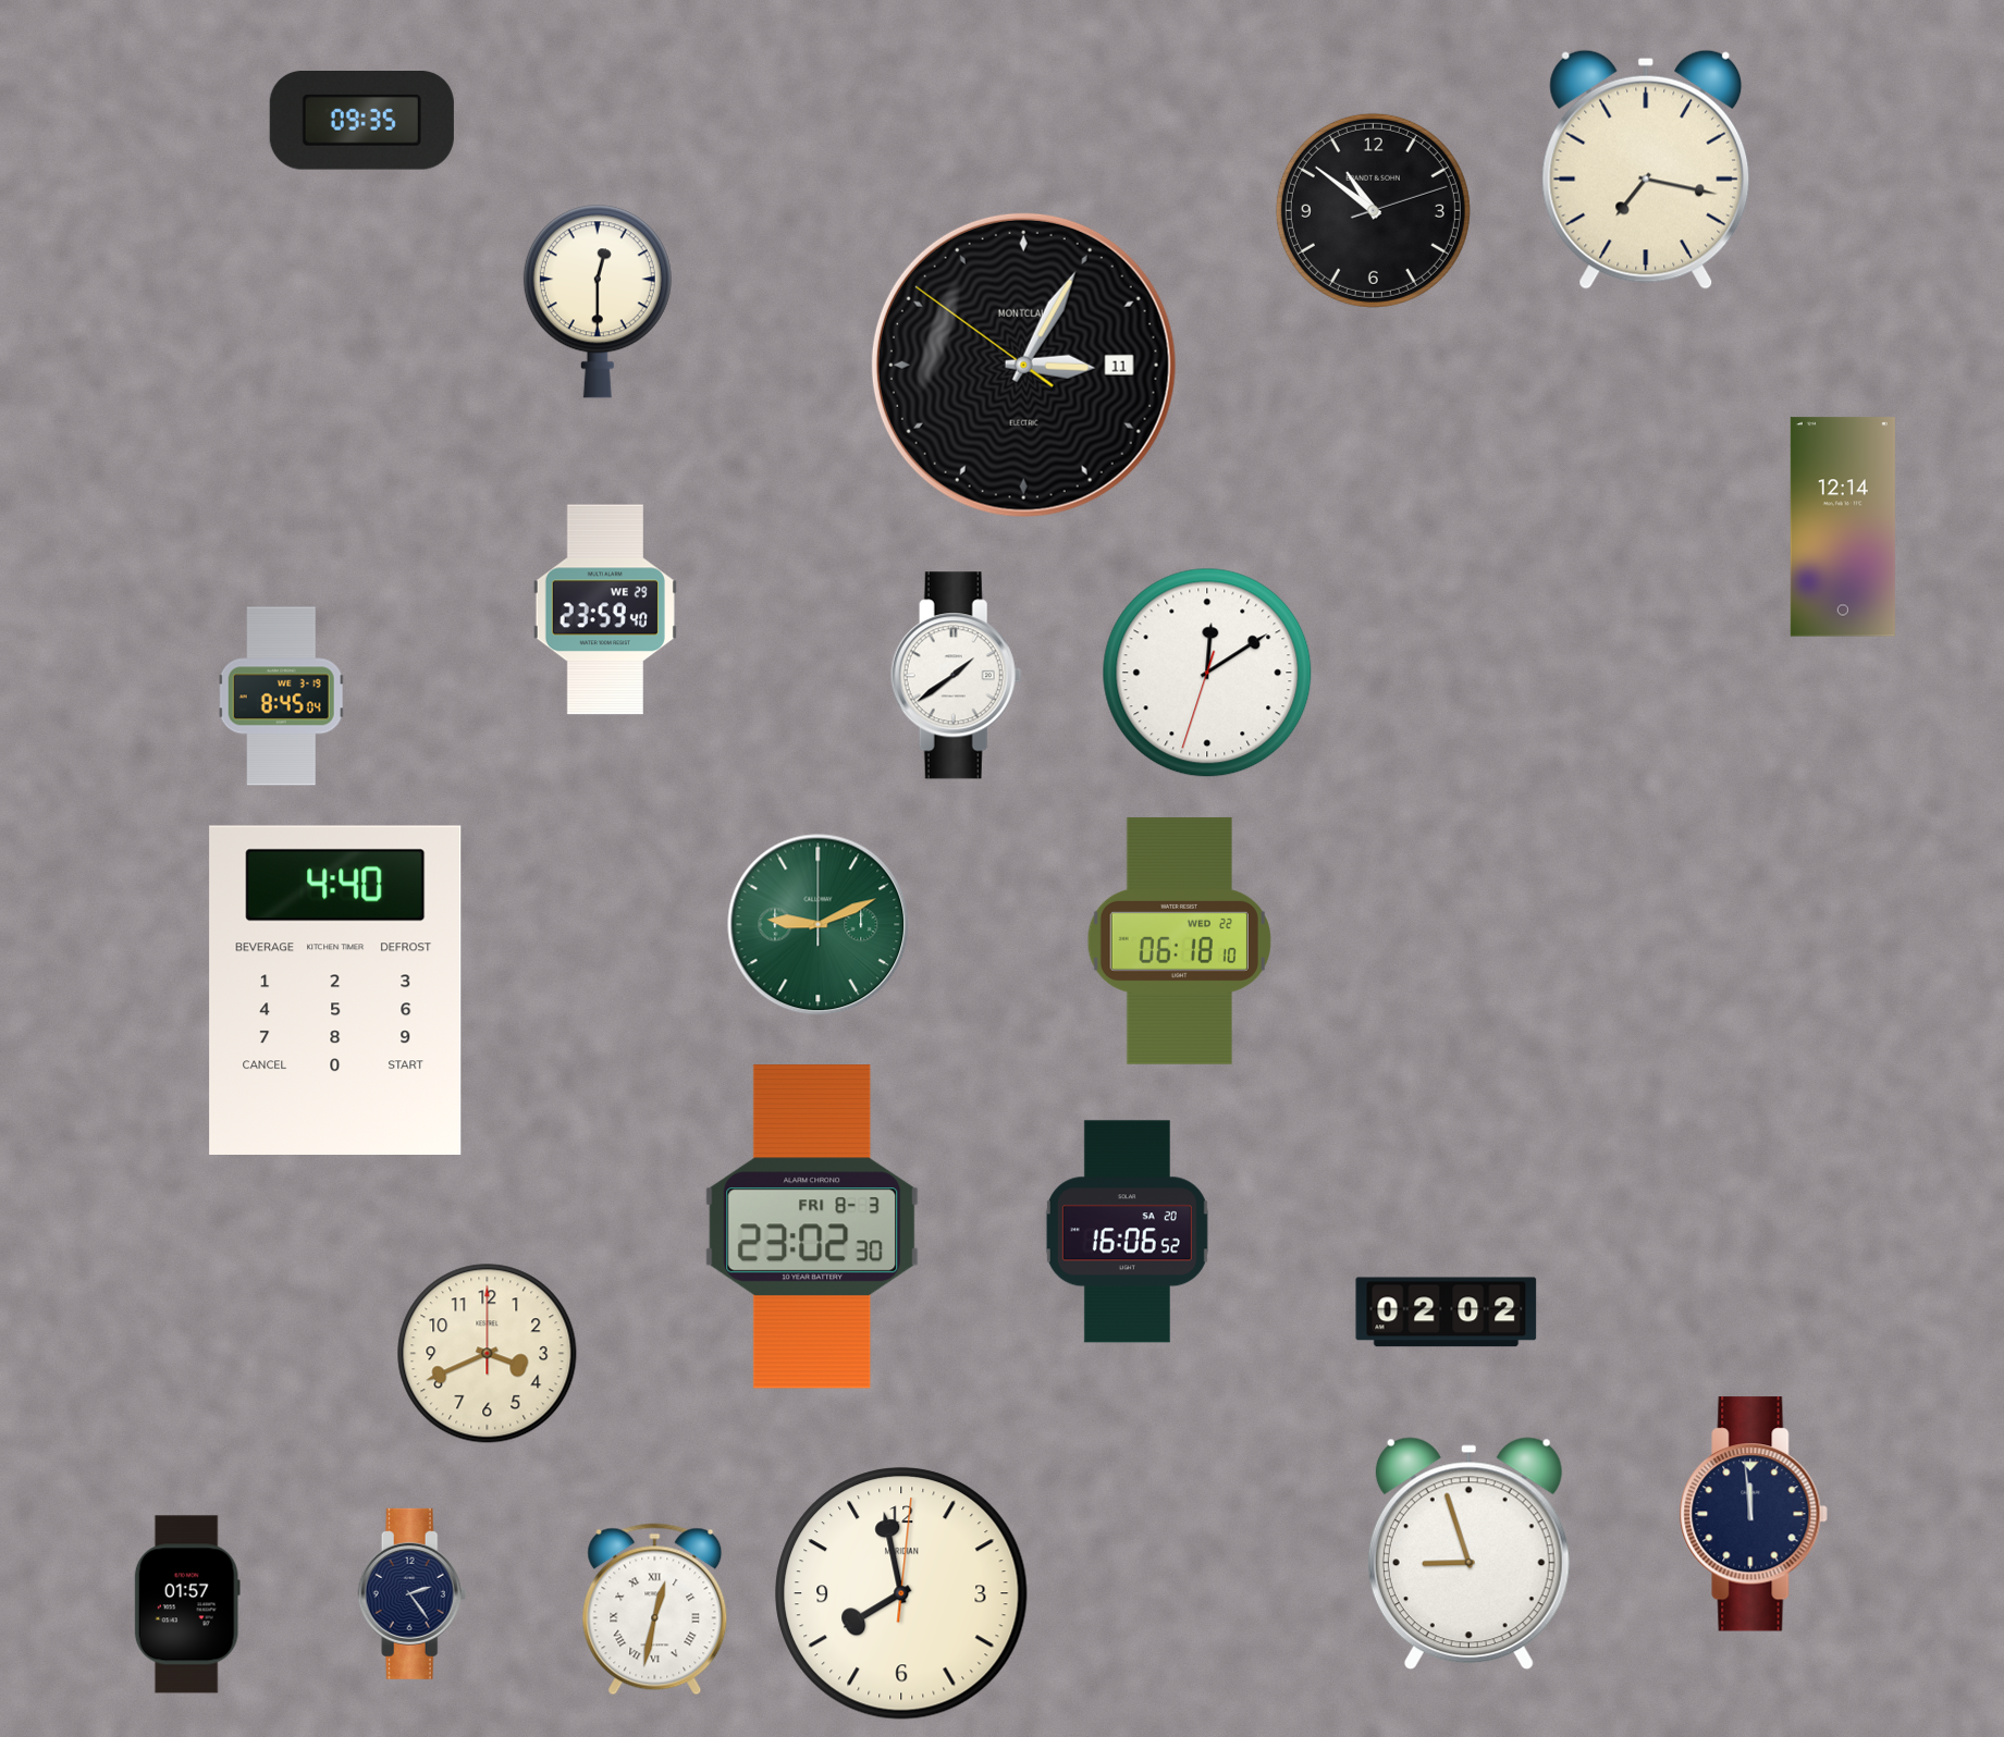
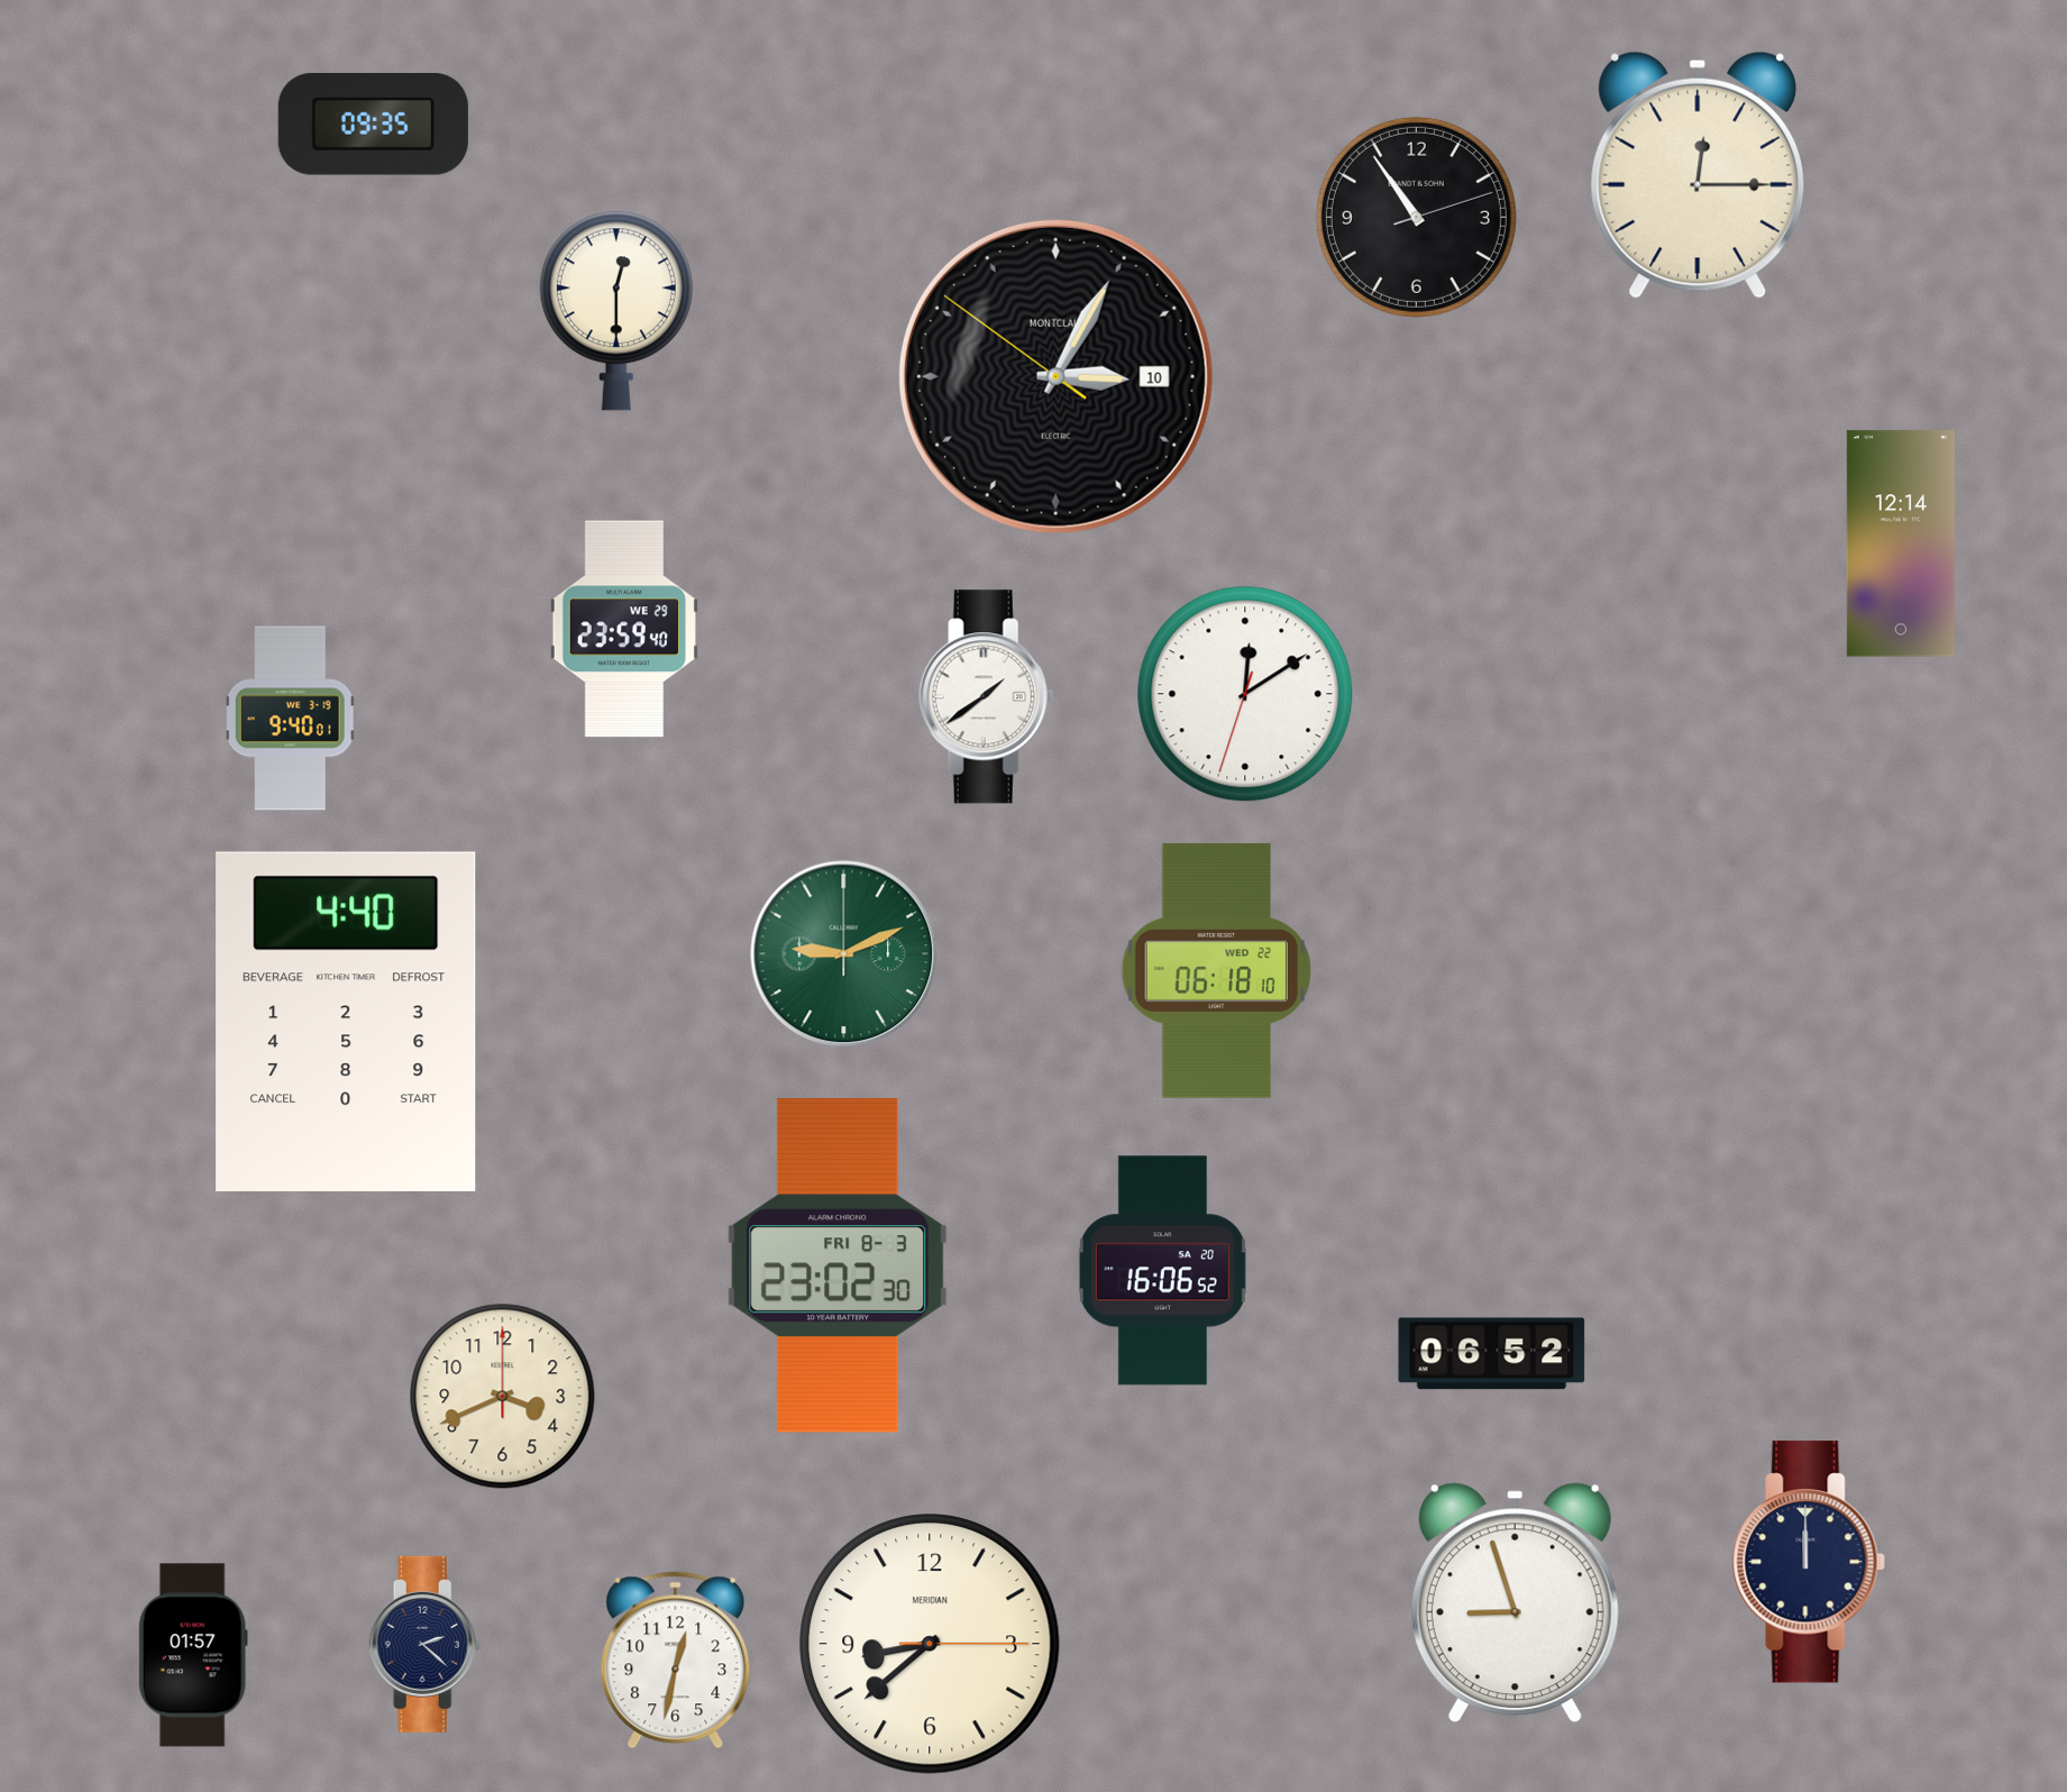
clock at (1646, 170): 7:17 -> 12:15
clock at (1373, 210): 10:51 -> 10:54
clock at (1023, 365) date: 11 -> 10
clock at (282, 697): 8:45 -> 9:40
clock at (1447, 1313): 02:02 -> 06:52
clock at (1754, 1514): 11:59 -> 12:00
clock at (413, 1593): 2:24 -> 2:22
clock at (901, 1593): 7:58 -> 8:38
clock at (655, 1610) numerals: Roman -> Arabic
